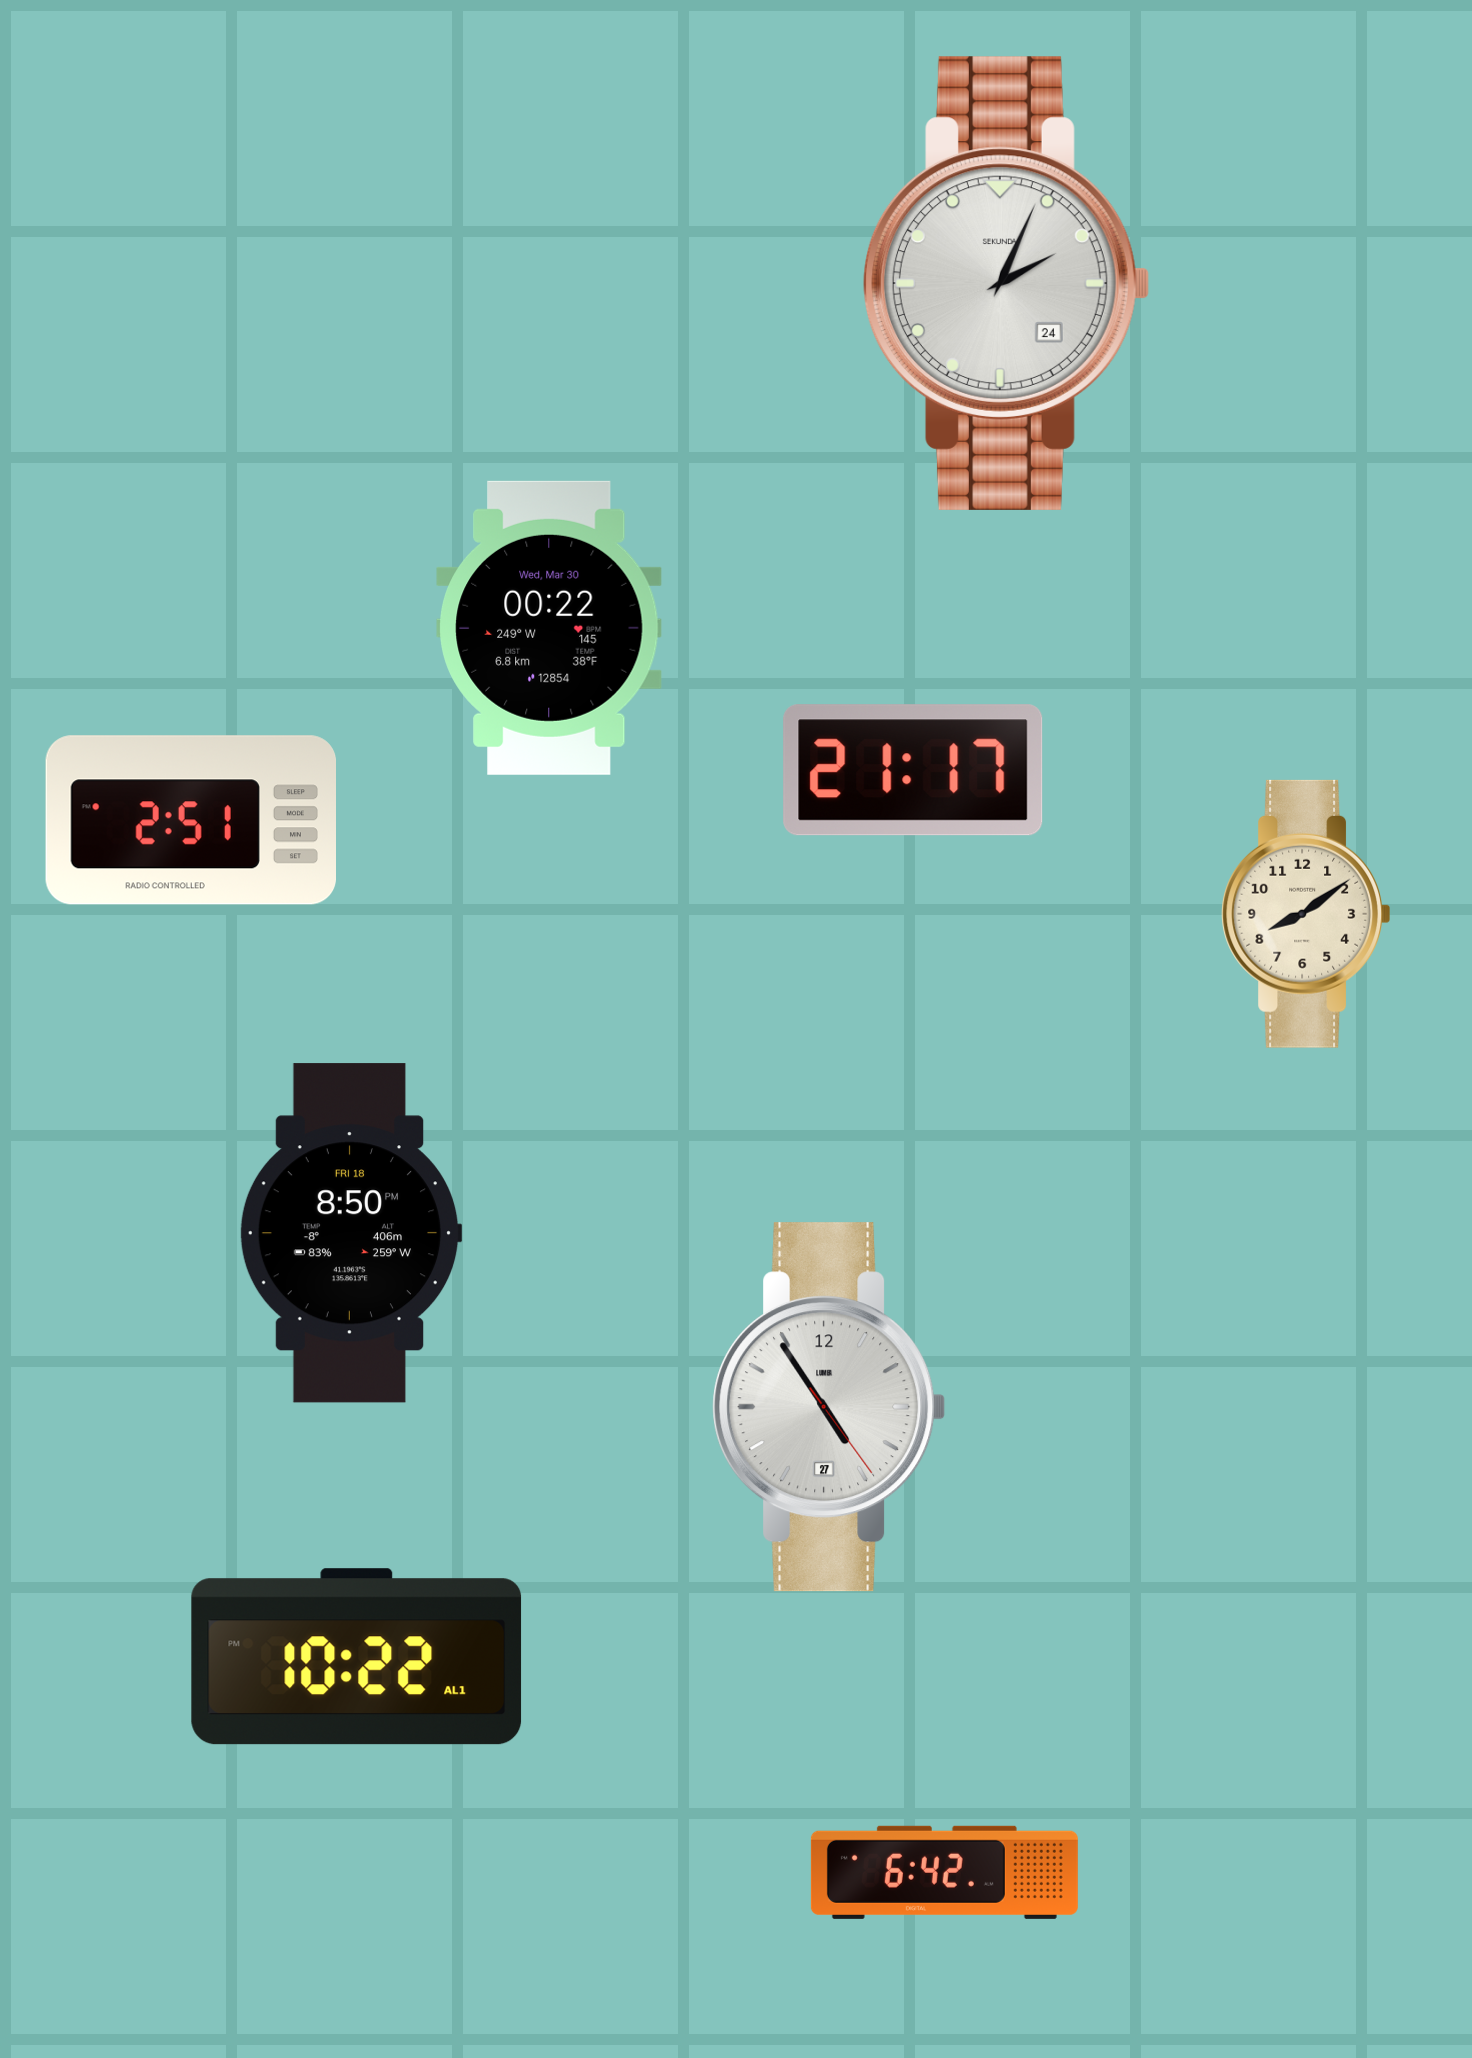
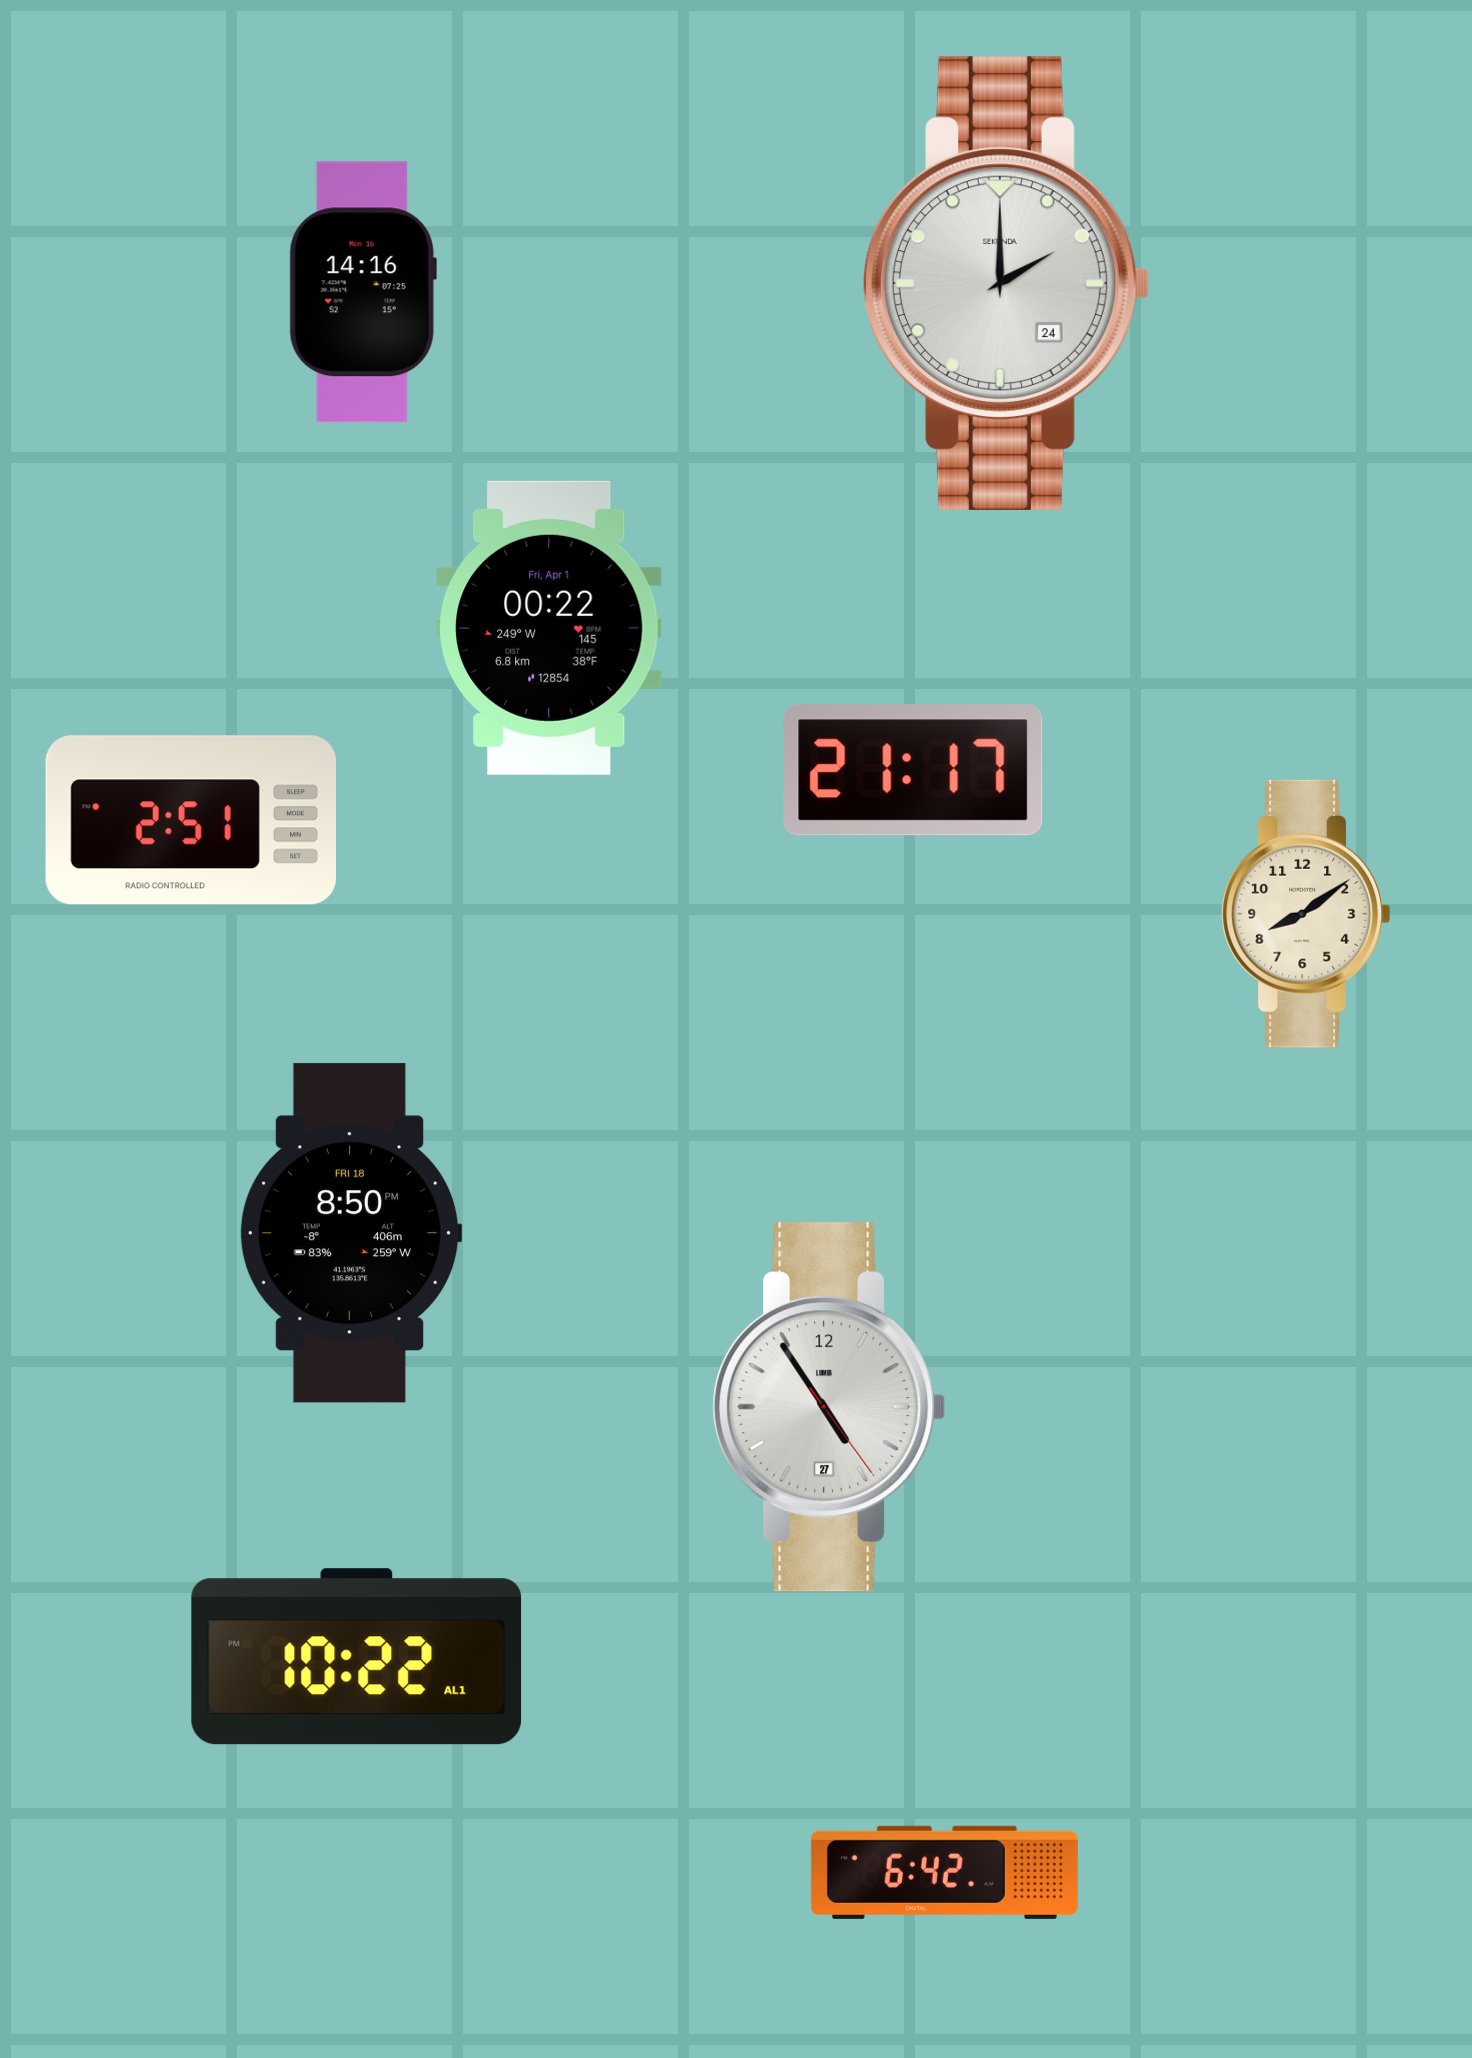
clock at (1007, 283): 2:04 -> 2:00
clock at (363, 292): none -> 14:16
clock at (549, 628) date: Wed, Mar 30 -> Fri, Apr 1
